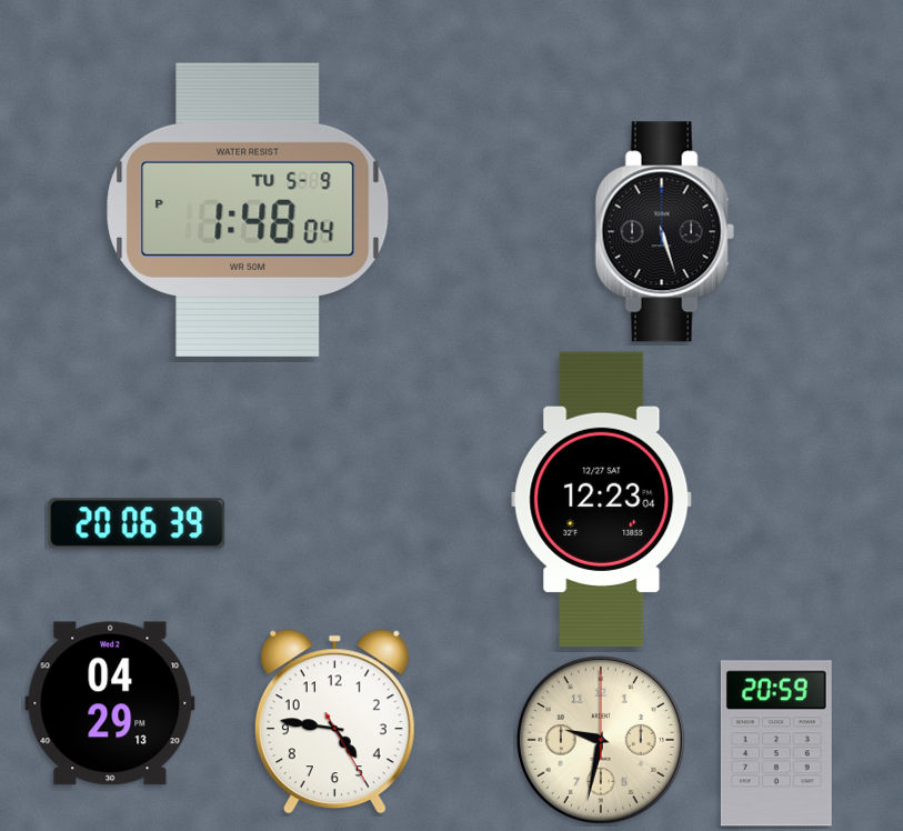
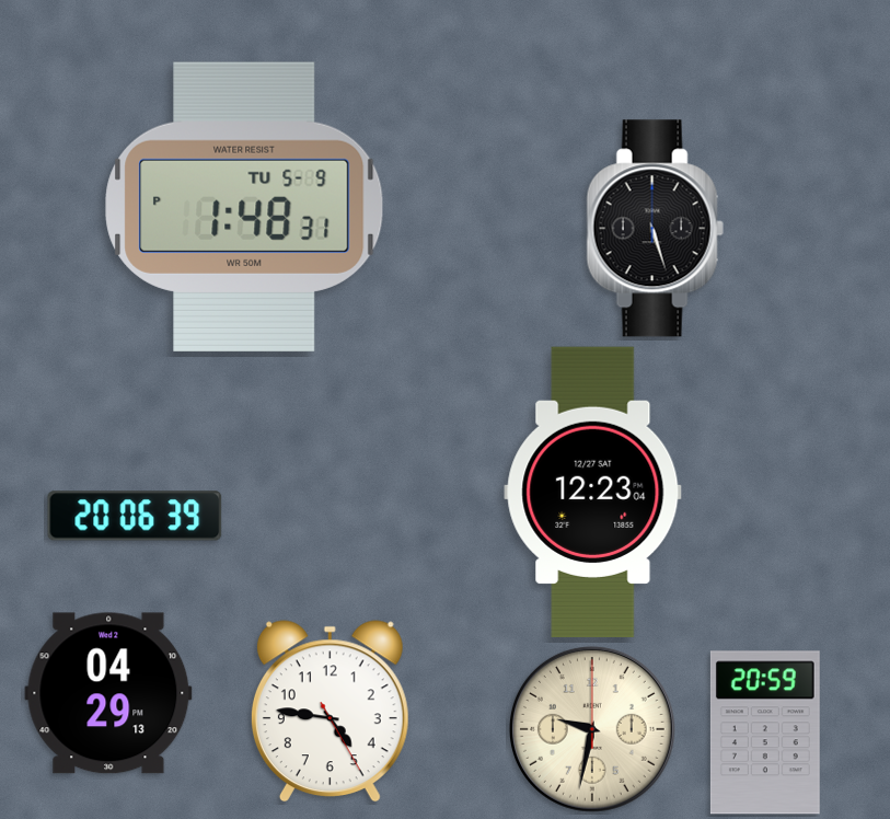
clock at (248, 210): 1:48:04 PM -> 1:48:31 PM
